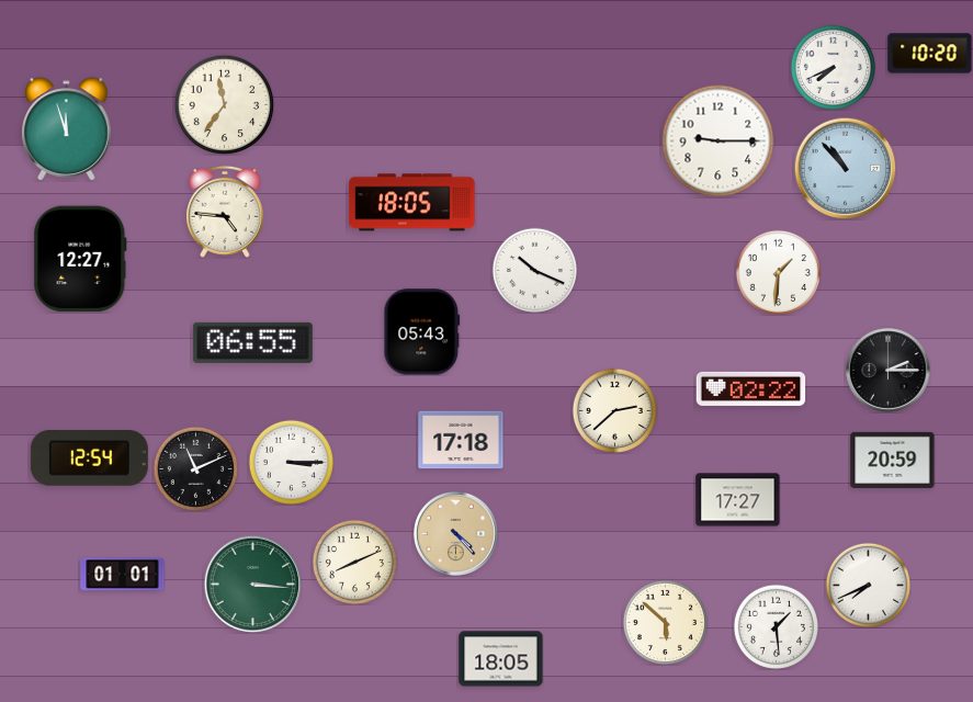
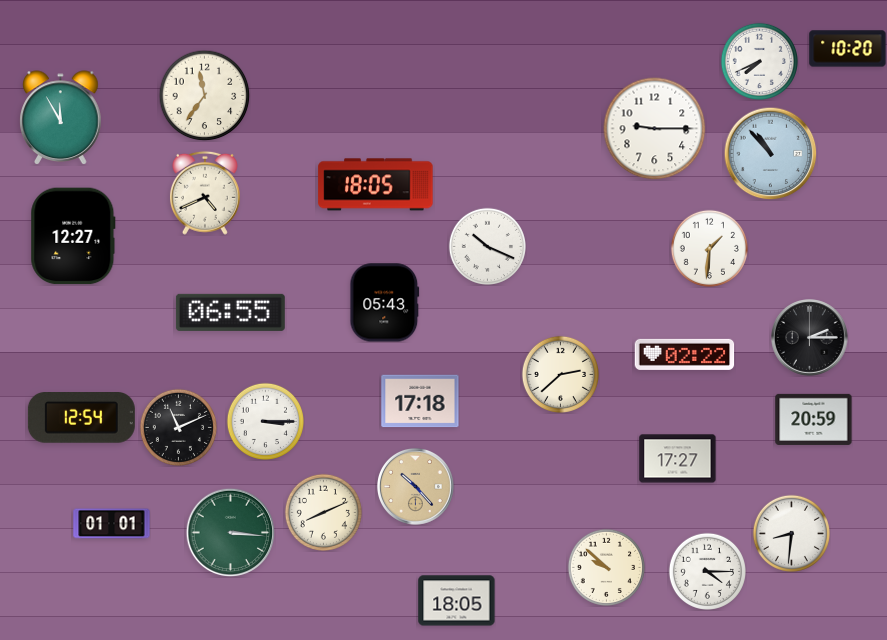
clock at (67, 129): 11:57 -> 11:55
clock at (225, 212): 4:46 -> 4:41
clock at (738, 500) position: (738, 500) -> (678, 459)
clock at (456, 534): 4:23 -> 10:23
clock at (868, 585): 7:41 -> 8:31
clock at (665, 622): 5:52 -> 9:52
clock at (776, 626): 1:29 -> 4:15
